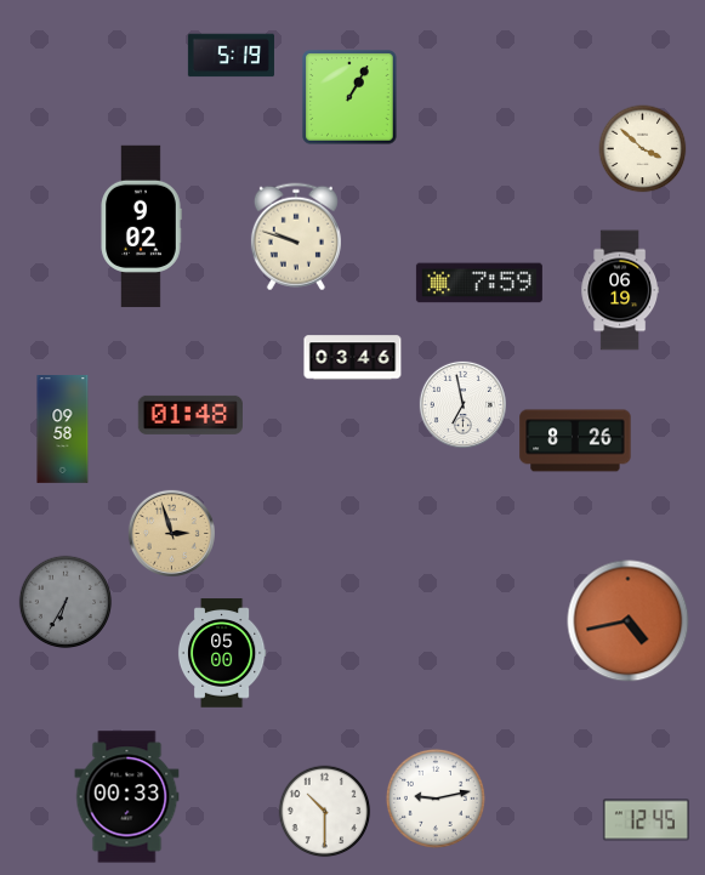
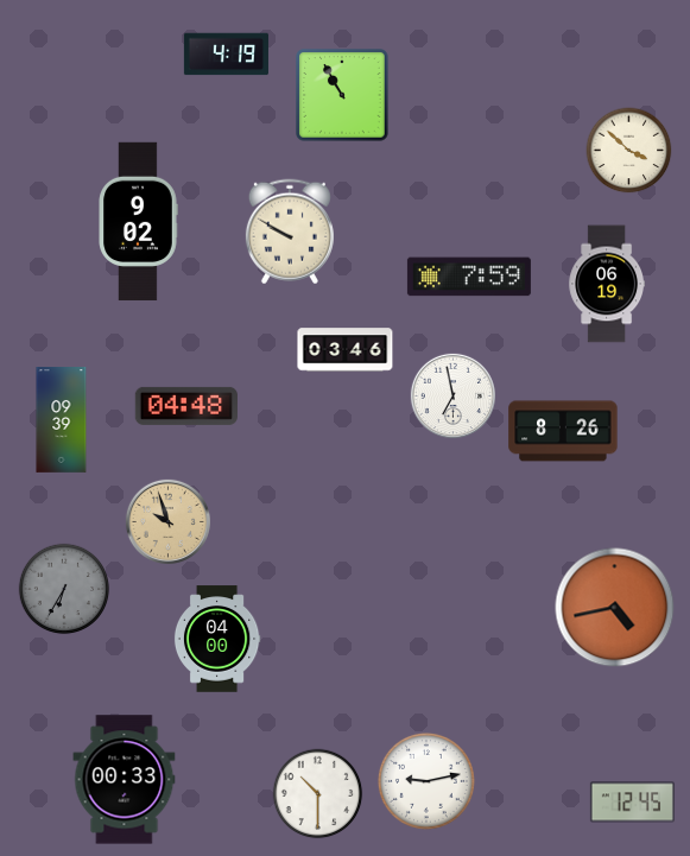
clock at (231, 56): 5:19 -> 4:19
clock at (349, 97): 1:05 -> 10:55
clock at (643, 149) position: (643, 149) -> (629, 151)
clock at (296, 237): 9:48 -> 9:50
clock at (191, 415): 01:48 -> 04:48
clock at (63, 430): 09:58 -> 09:39
clock at (171, 533): 2:57 -> 9:57
clock at (222, 653): 05:00 -> 04:00
